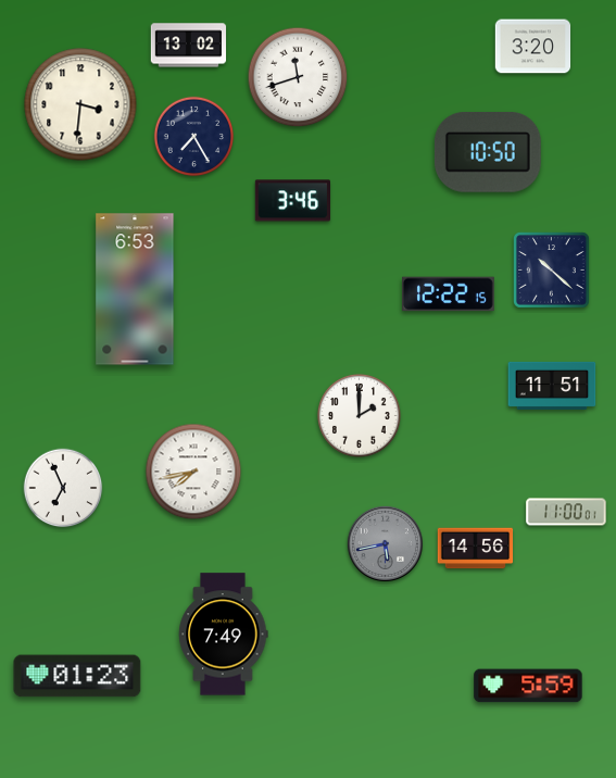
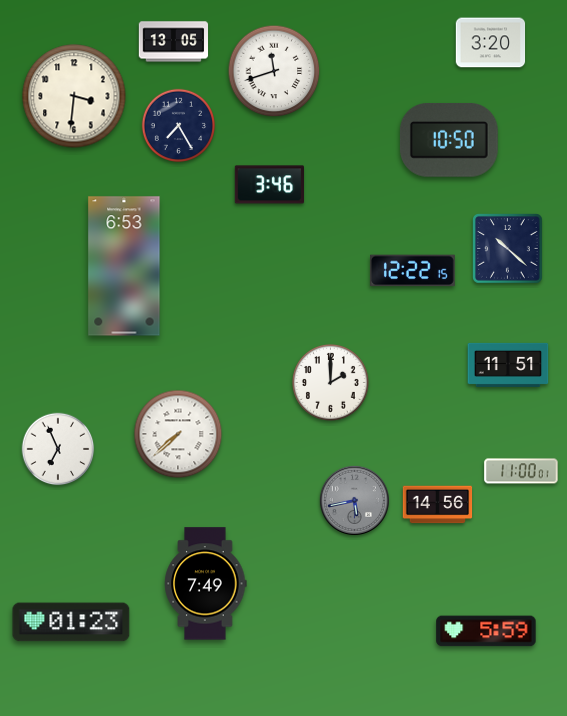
clock at (189, 46): 13:02 -> 13:05
clock at (552, 386) position: (552, 386) -> (508, 365)
clock at (193, 472): 7:43 -> 7:38
